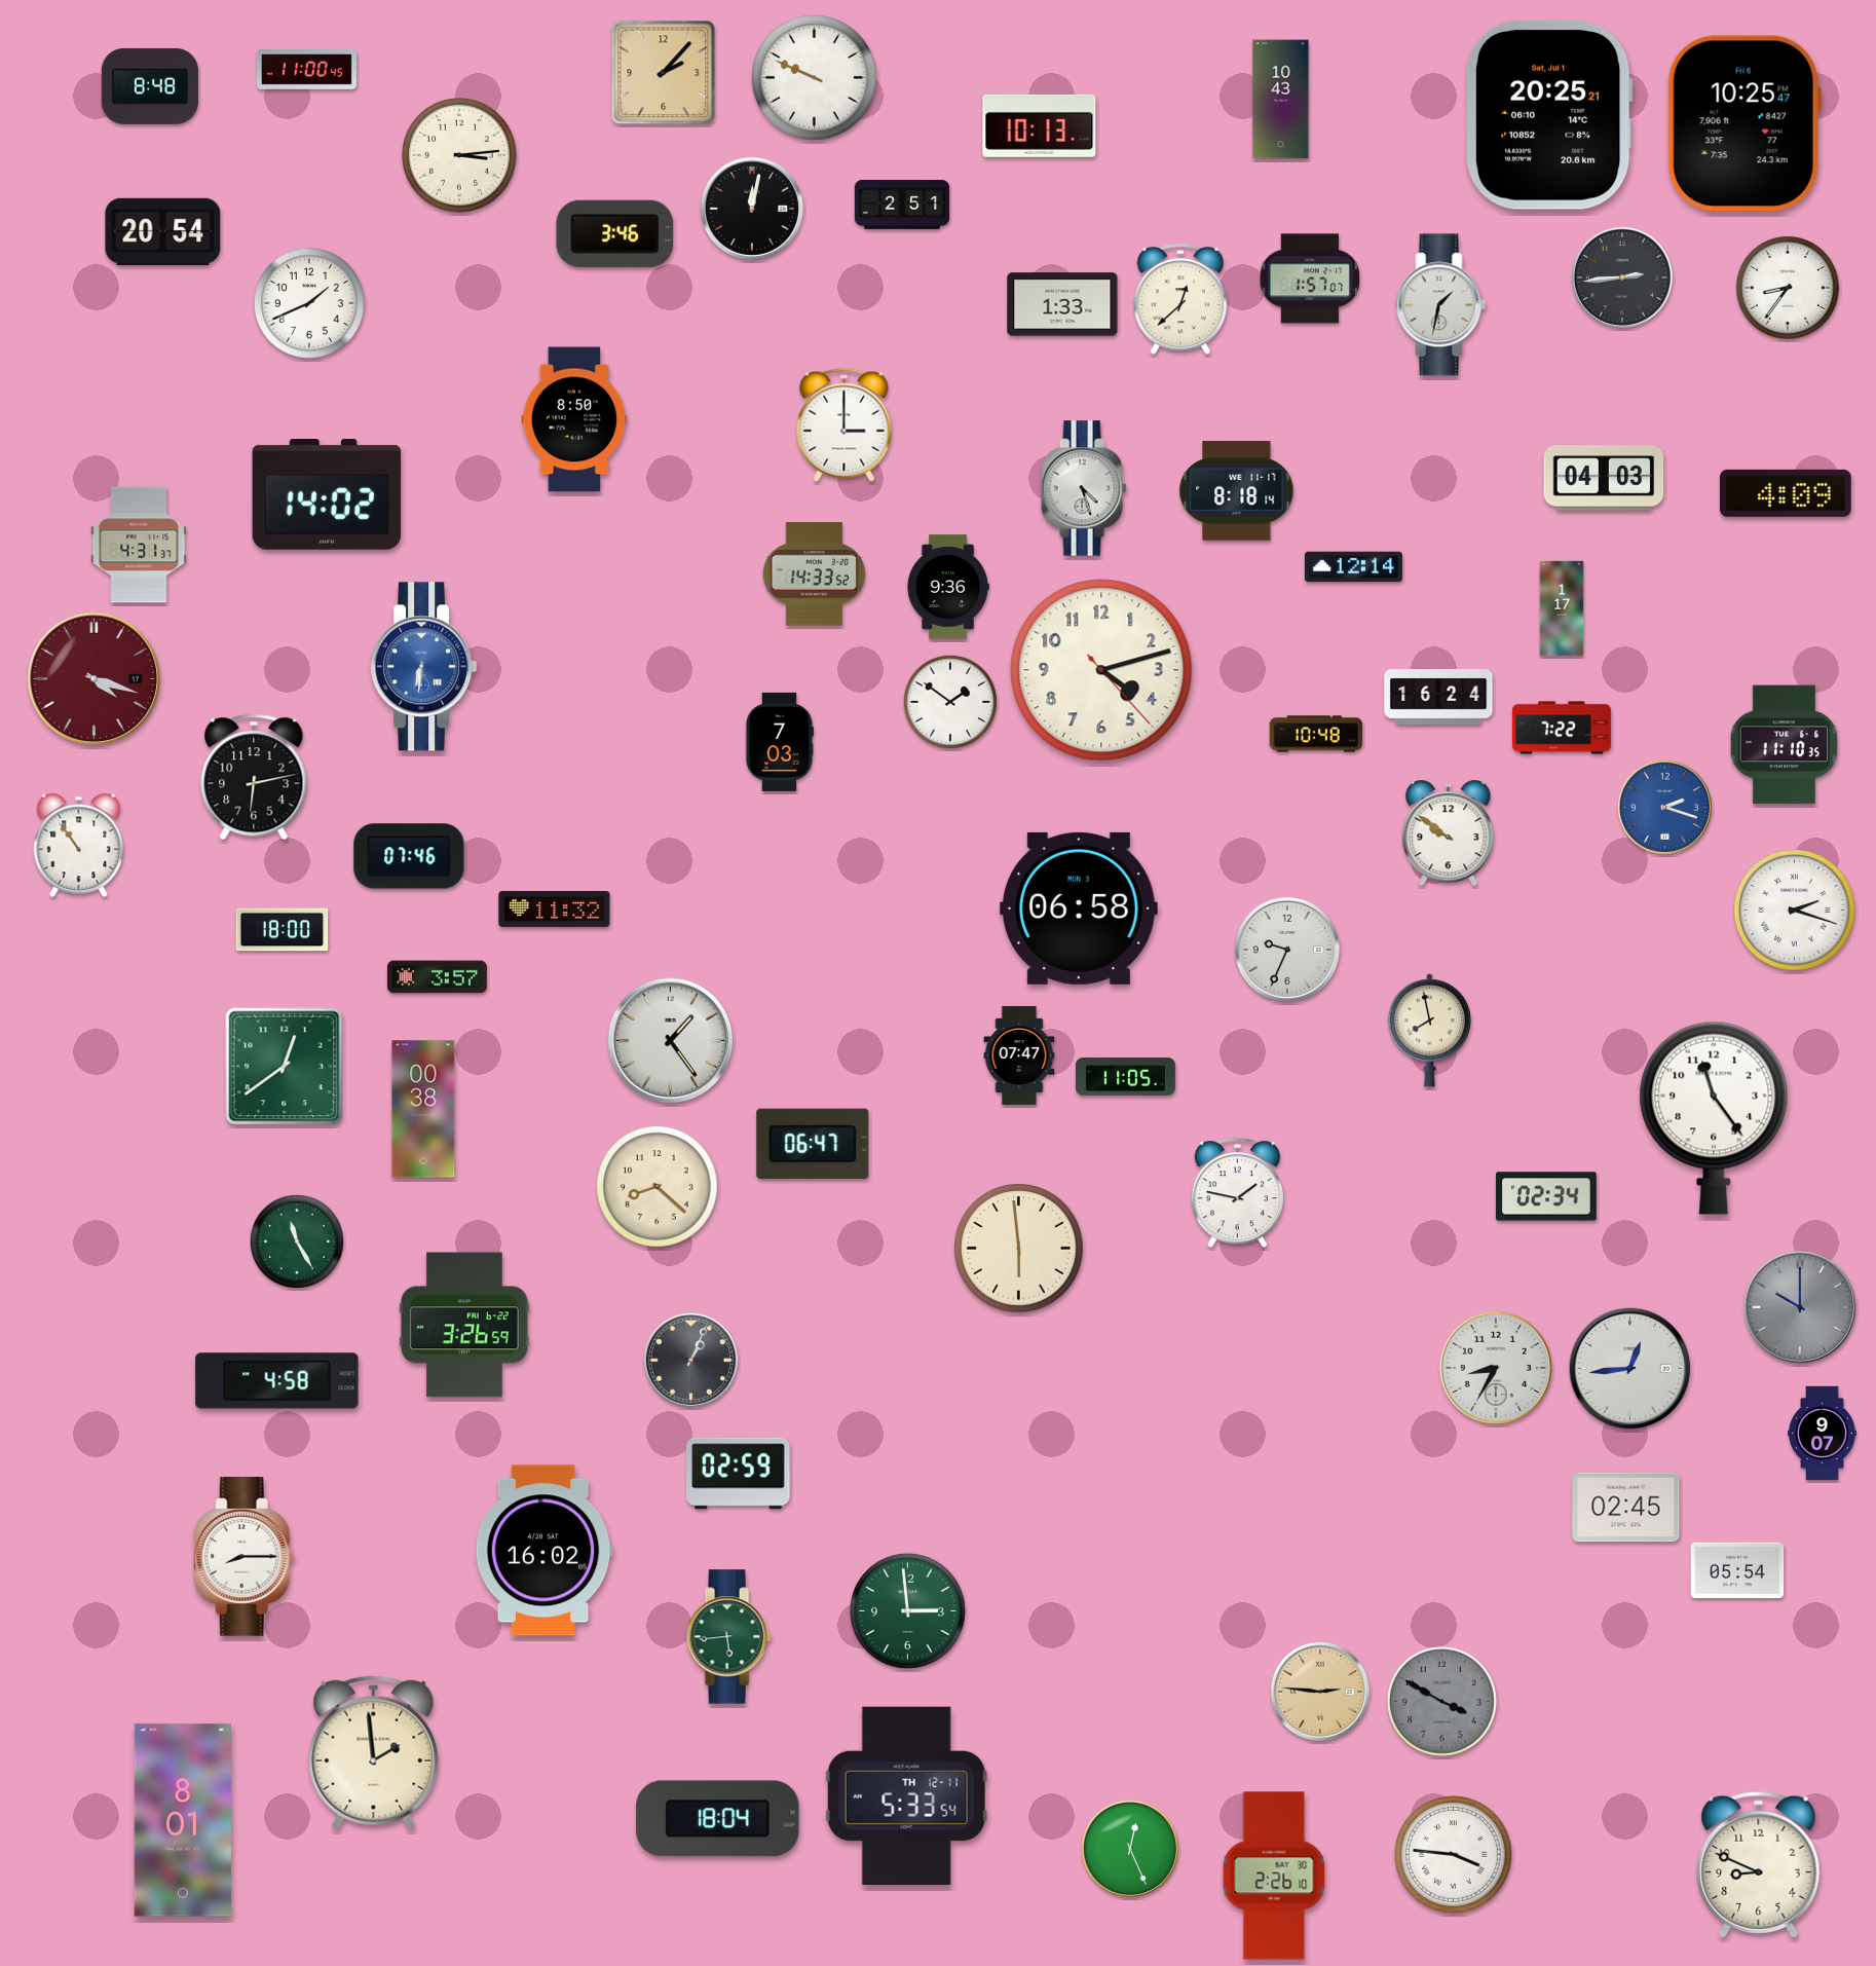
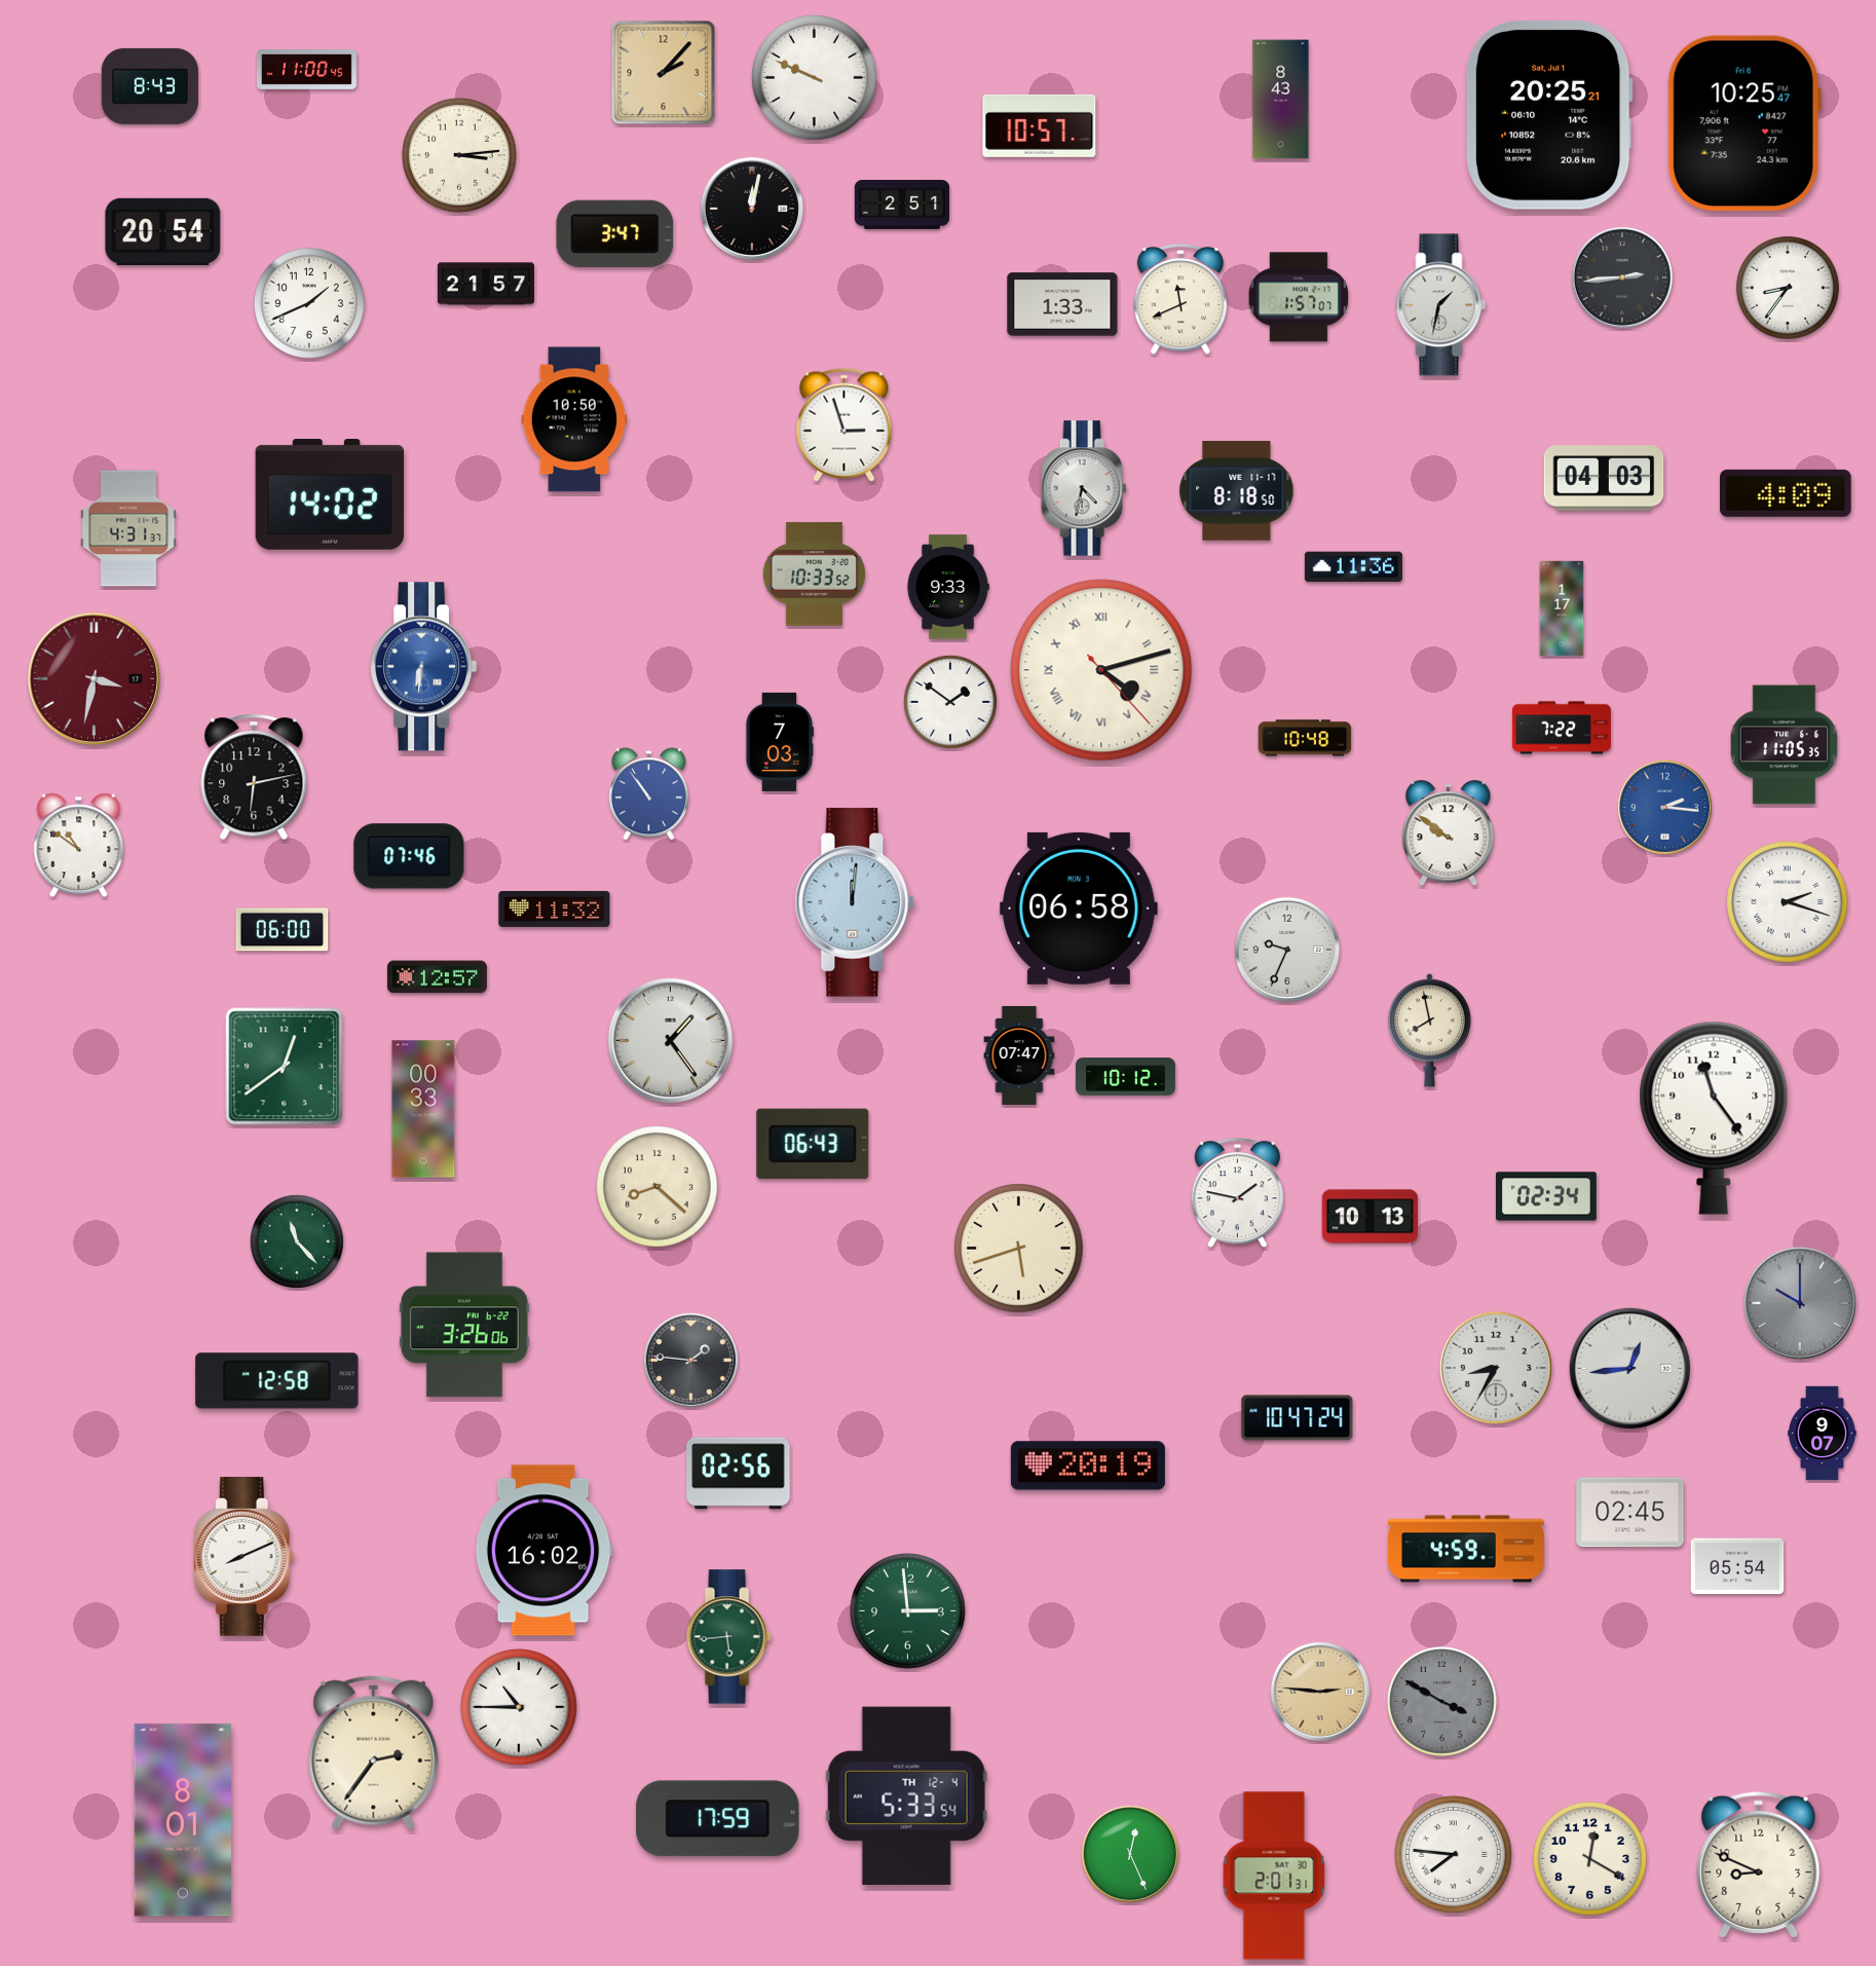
clock at (150, 86): 8:48 -> 8:43
clock at (1281, 100): 10:43 -> 8:43
clock at (1040, 125): 10:13 -> 10:57
clock at (615, 233): 3:46 -> 3:47
clock at (1310, 279) position: (1310, 279) -> (1299, 297)
clock at (486, 284): none -> 21:57
clock at (1180, 300): 12:38 -> 11:41
clock at (574, 419): 8:50 -> 10:50
clock at (845, 424): 3:00 -> 2:57
clock at (1084, 488): 4:27 -> 4:32
clock at (1237, 491): 8:18:14 -> 8:18:50
clock at (327, 495) position: (327, 495) -> (330, 495)
clock at (139, 545) position: (139, 545) -> (128, 528)
clock at (1353, 567): 12:14 -> 11:36
clock at (814, 574): 14:33 -> 10:33
clock at (948, 587): 9:36 -> 9:33
clock at (1101, 670) numerals: Arabic -> Roman
clock at (95, 679): 4:18 -> 3:32
clock at (1438, 698): 16:24 -> none
clock at (1316, 734) position: (1316, 734) -> (1305, 738)
clock at (1785, 745): 11:10 -> 11:05
clock at (648, 794): none -> 10:54
clock at (1664, 807): 2:18 -> 2:16
clock at (79, 846): 10:54 -> 10:51
clock at (855, 902): none -> 12:01
clock at (1795, 911) position: (1795, 911) -> (1788, 902)
clock at (283, 930): 18:00 -> 06:00
clock at (437, 977): 3:57 -> 12:57
clock at (1125, 1077): 11:05 -> 10:12
clock at (423, 1109): 00:38 -> 00:33
clock at (813, 1144): 06:47 -> 06:43
clock at (1370, 1217): none -> 10:13
clock at (297, 1241): 11:25 -> 11:23
clock at (1019, 1249): 5:59 -> 5:42
clock at (1799, 1306) position: (1799, 1306) -> (1799, 1302)
clock at (464, 1325): 3:26:59 -> 3:26:06
clock at (690, 1360): 1:04 -> 1:46
clock at (277, 1381): 4:58 -> 12:58
clock at (1298, 1418): none -> 10:47
clock at (1088, 1466): none -> 20:19
clock at (739, 1474): 02:59 -> 02:56
clock at (1626, 1508) position: (1626, 1508) -> (1630, 1513)
clock at (1466, 1549): none -> 4:59
clock at (243, 1557): 8:15 -> 8:11
clock at (1737, 1570) position: (1737, 1570) -> (1737, 1566)
clock at (520, 1708): none -> 10:45
clock at (374, 1753): 1:59 -> 2:36
clock at (906, 1795) date: TH 12-11 -> TH 12-4
clock at (718, 1819): 18:04 -> 17:59
clock at (1130, 1849) position: (1130, 1849) -> (1130, 1854)
clock at (1454, 1855): 3:46 -> 7:46
clock at (1589, 1859): none -> 12:20
clock at (1274, 1876): 2:26 -> 2:01
